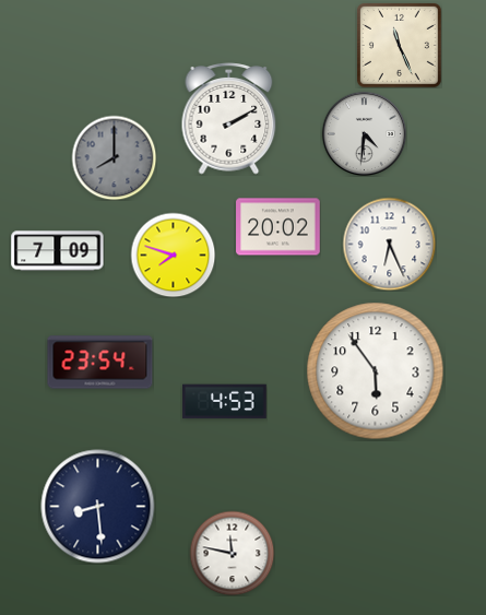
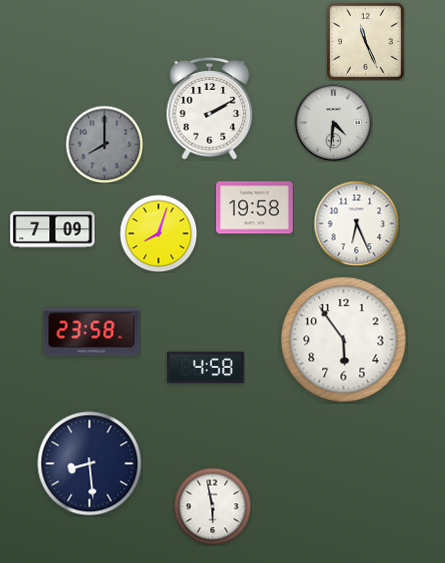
clock at (278, 227): 20:02 -> 19:58
clock at (173, 255): 7:48 -> 8:03
clock at (100, 363): 23:54 -> 23:58
clock at (225, 402): 4:53 -> 4:58
clock at (232, 553): 11:47 -> 5:58
